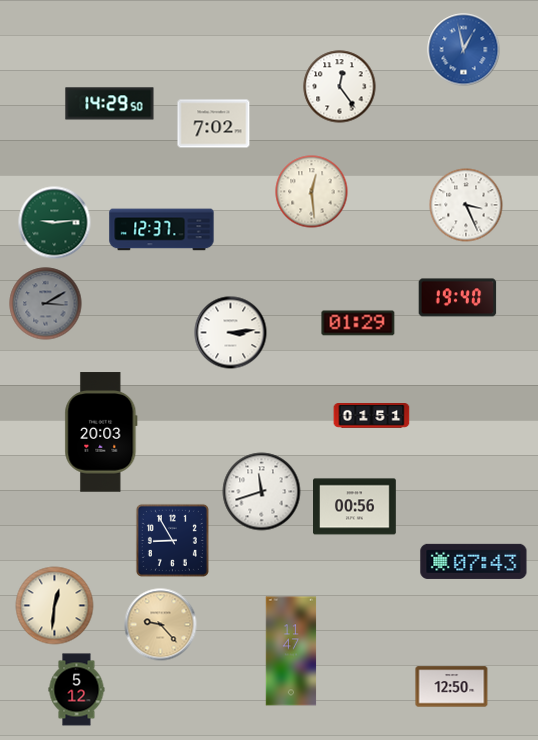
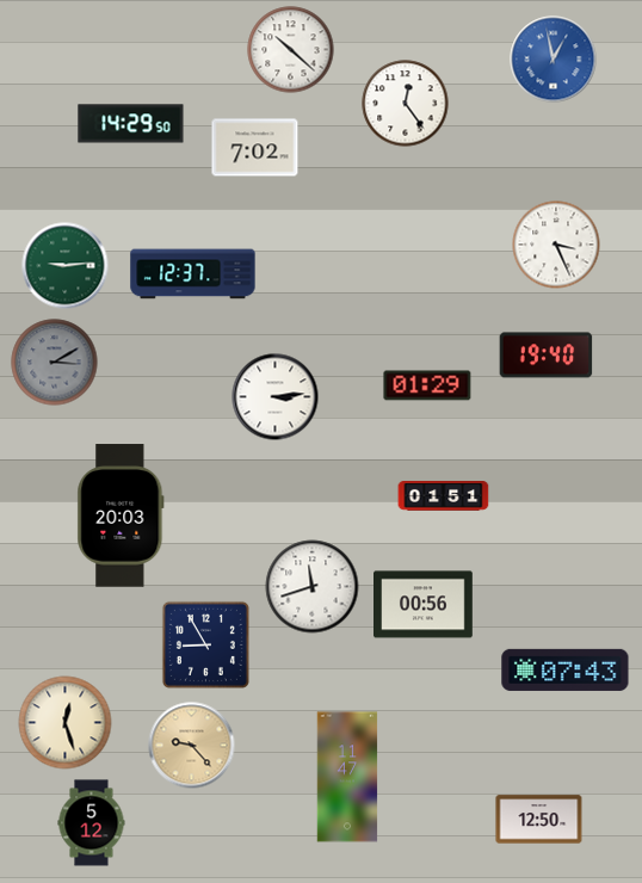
clock at (291, 50): none -> 10:22
clock at (312, 192): 12:29 -> none
clock at (55, 606): 12:31 -> 12:27
